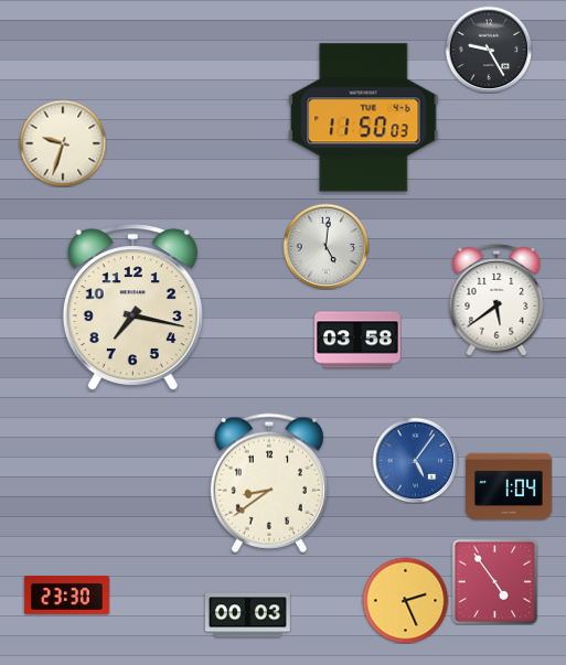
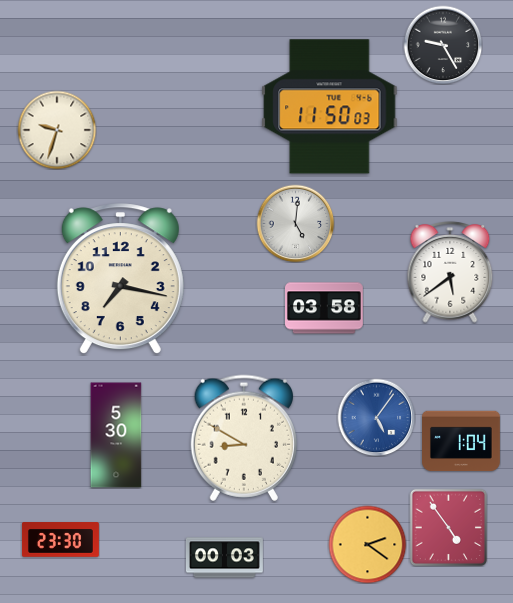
clock at (116, 435): none -> 5:30
clock at (269, 483): 8:39 -> 8:50
clock at (405, 600): 2:26 -> 2:21
